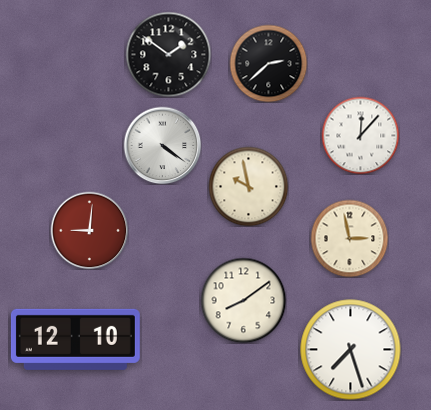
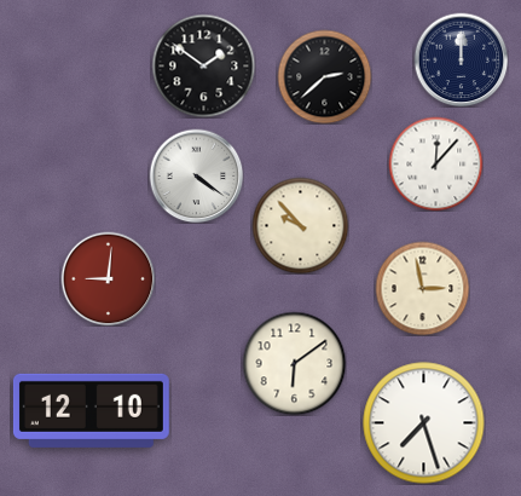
clock at (461, 59): none -> 12:00
clock at (248, 186): 9:58 -> 9:53
clock at (243, 300): 8:09 -> 6:09
